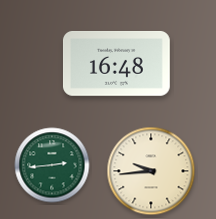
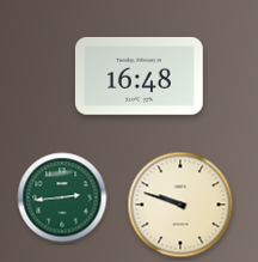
clock at (151, 171): 9:44 -> 9:48
